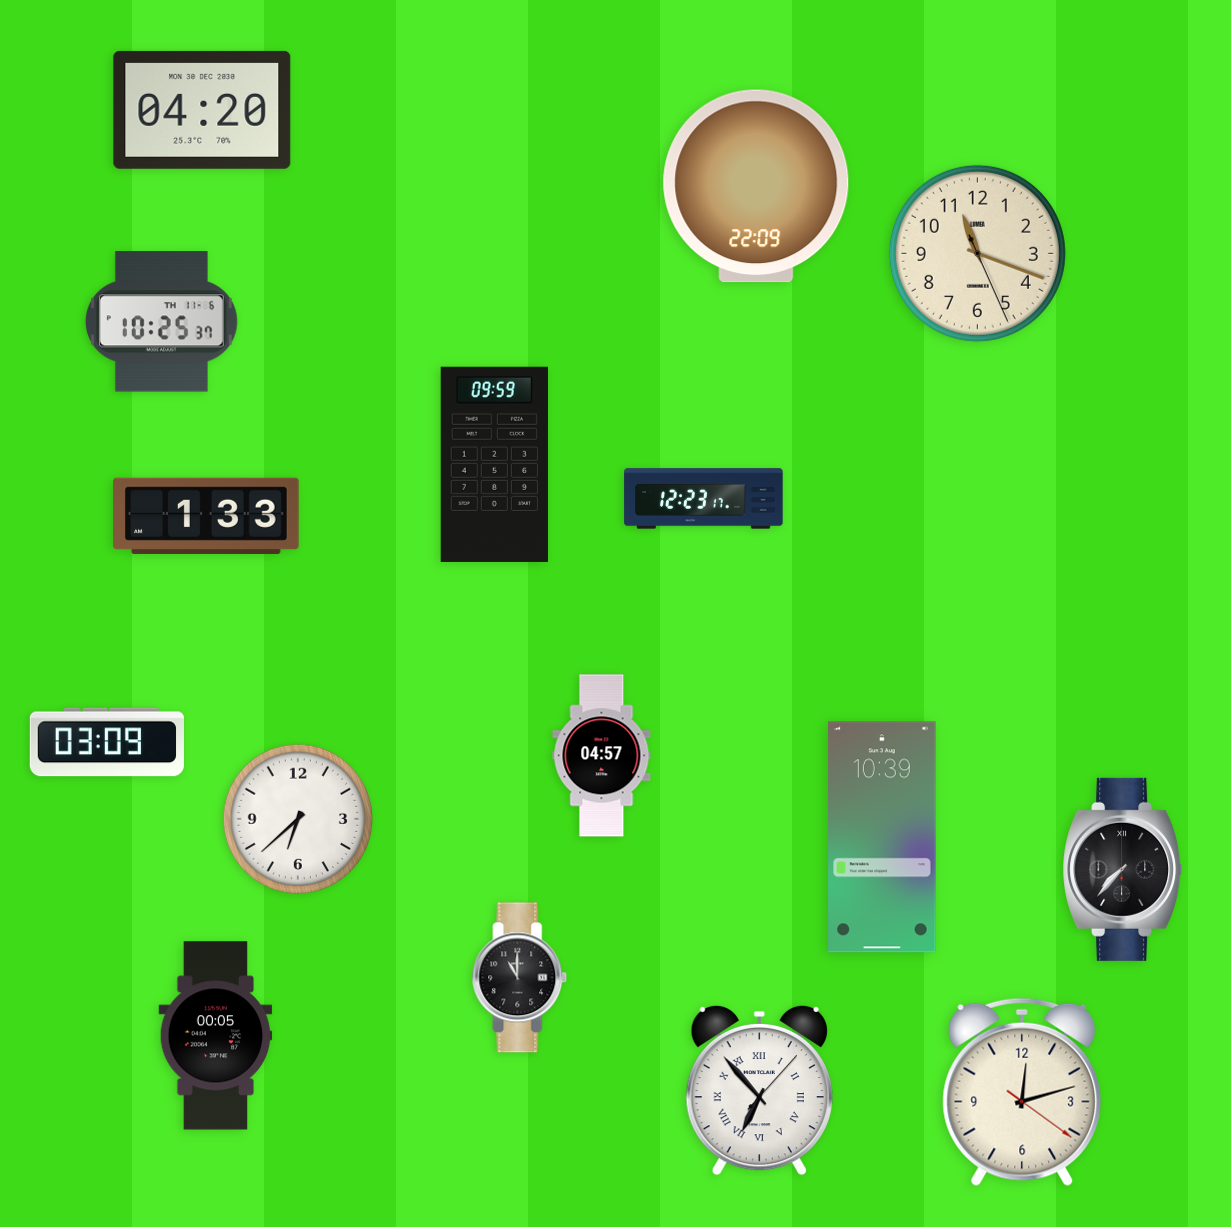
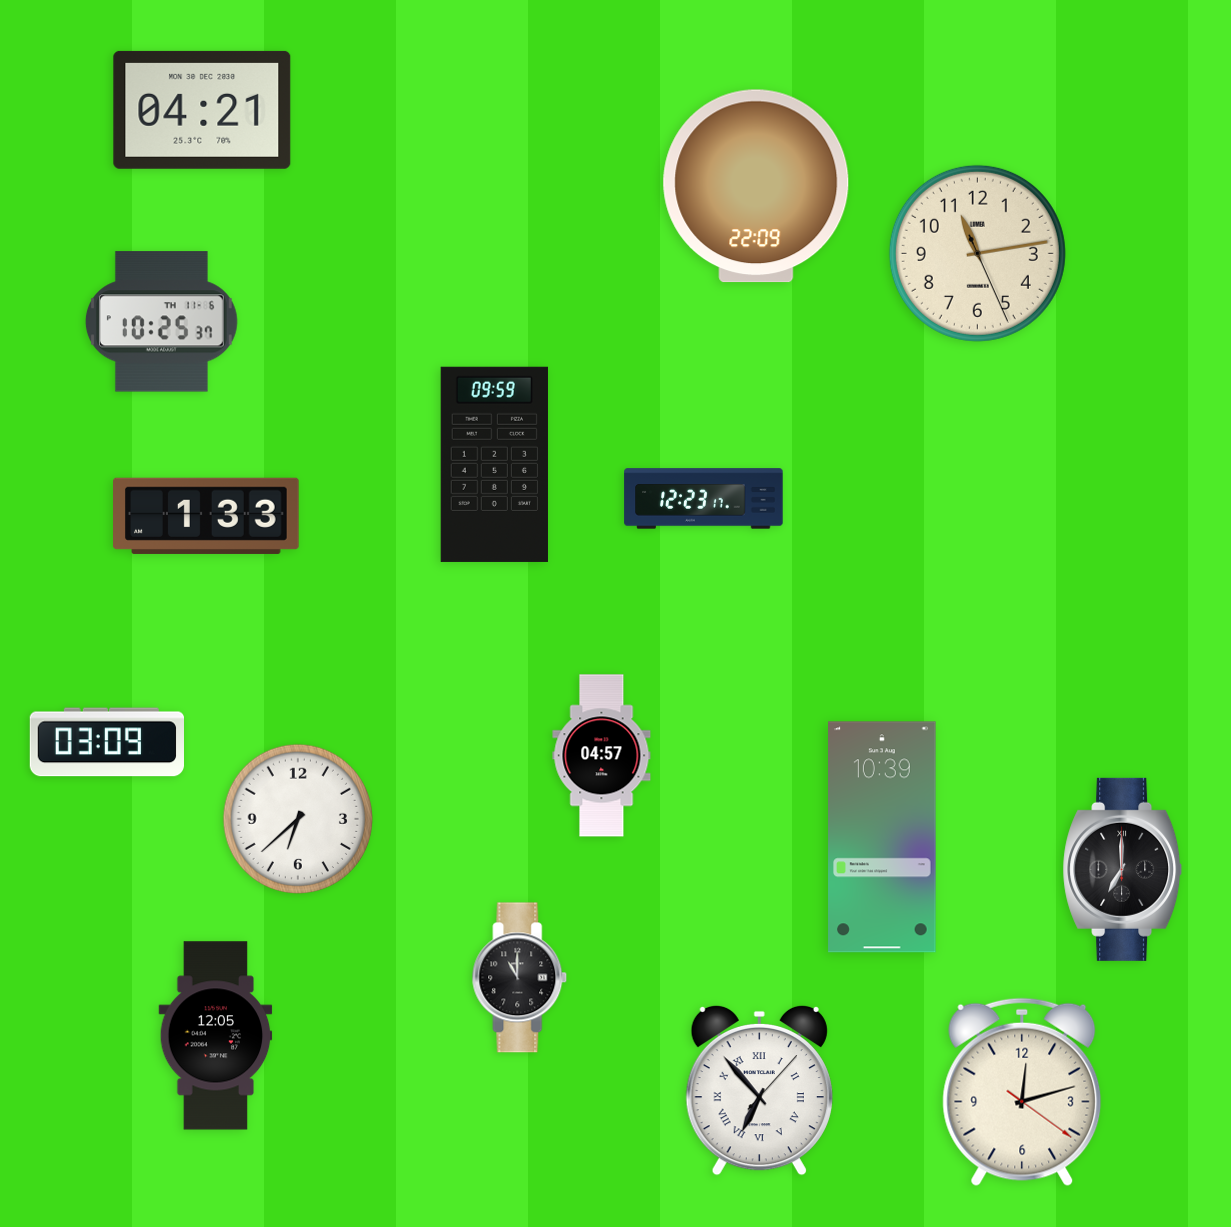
clock at (202, 110): 04:20 -> 04:21
clock at (977, 253): 11:18 -> 11:13
clock at (1123, 869): 7:37 -> 7:00
clock at (216, 1036): 00:05 -> 12:05
